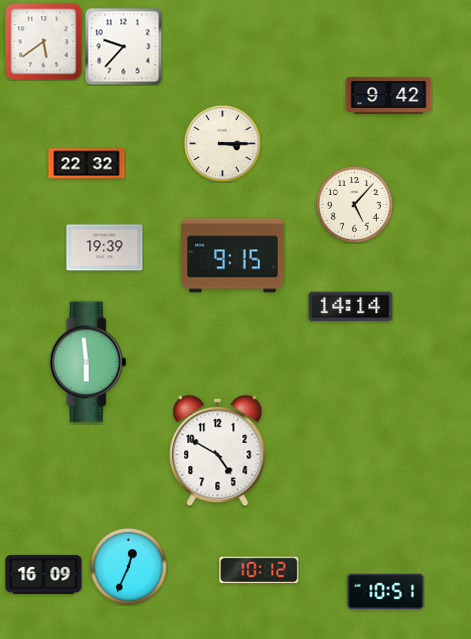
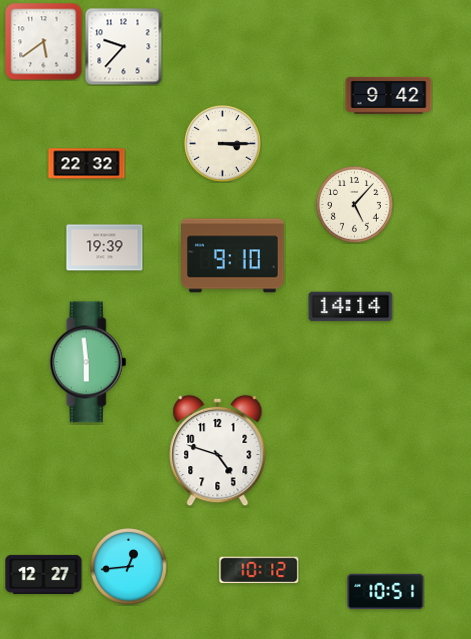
clock at (233, 256): 9:15 -> 9:10
clock at (218, 451): 4:50 -> 4:48
clock at (129, 567): 12:34 -> 12:44
clock at (44, 574): 16:09 -> 12:27
